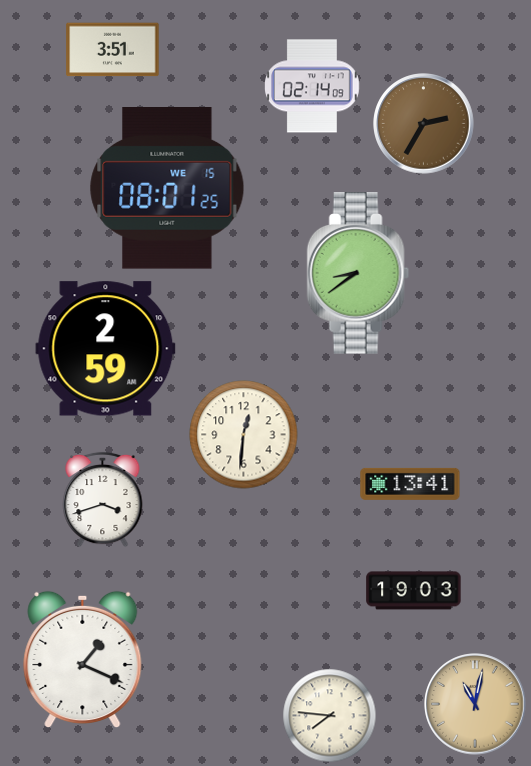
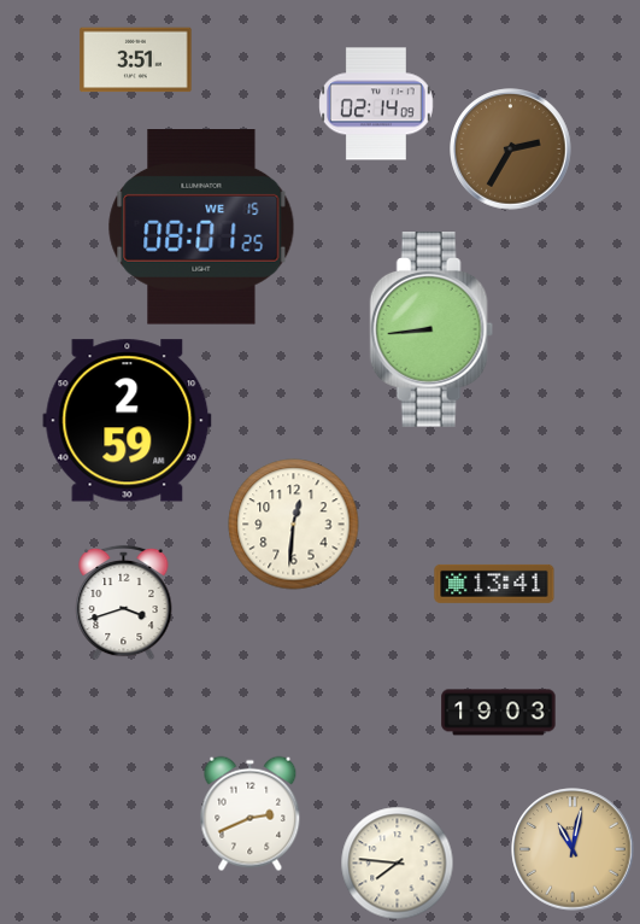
clock at (358, 273): 8:39 -> 8:44
clock at (83, 660): 1:19 -> none
clock at (251, 814): none -> 2:41
